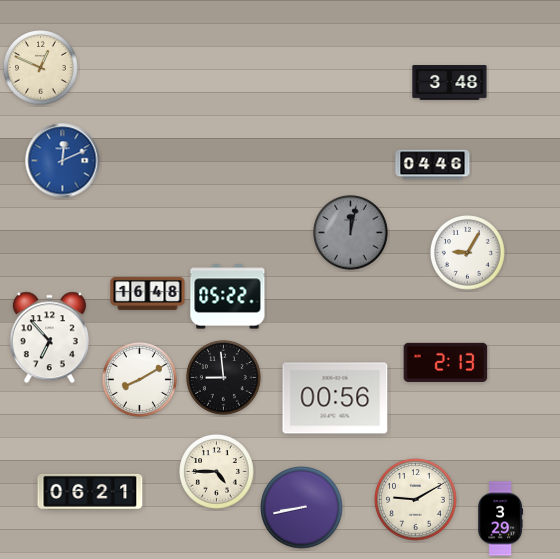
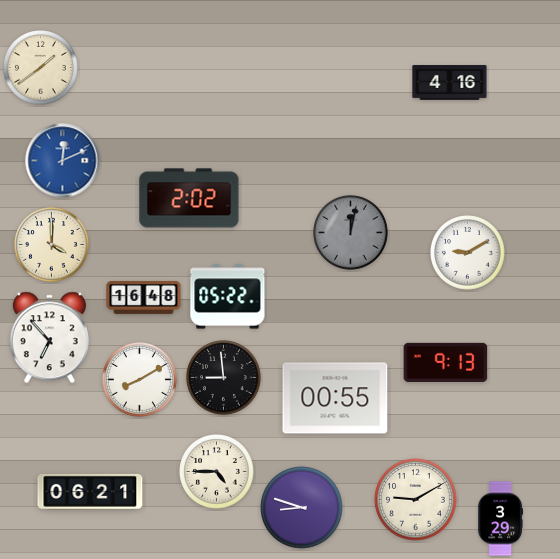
clock at (41, 68): 12:49 -> 1:39
clock at (450, 83): 3:48 -> 4:16
clock at (433, 165): 04:46 -> none
clock at (189, 198): none -> 2:02
clock at (52, 245): none -> 4:00
clock at (468, 253): 9:05 -> 9:10
clock at (148, 293) position: (148, 293) -> (144, 297)
clock at (446, 362): 2:13 -> 9:13
clock at (335, 398): 00:56 -> 00:55
clock at (302, 508): 8:43 -> 8:48
